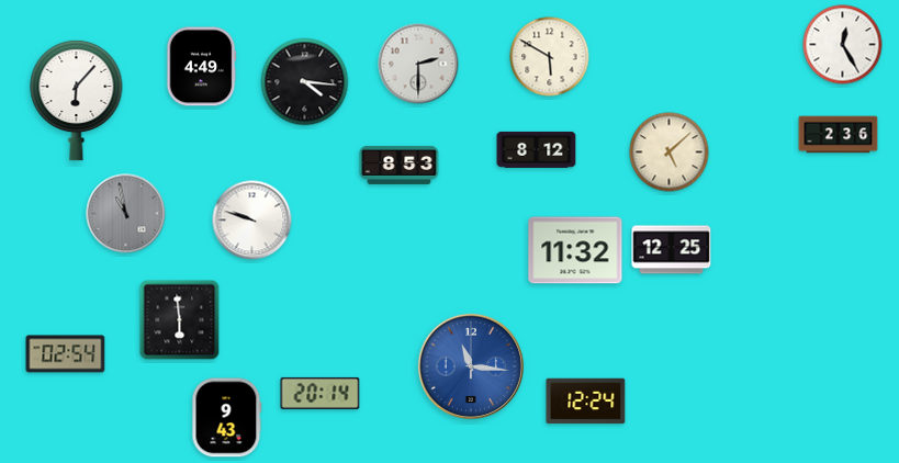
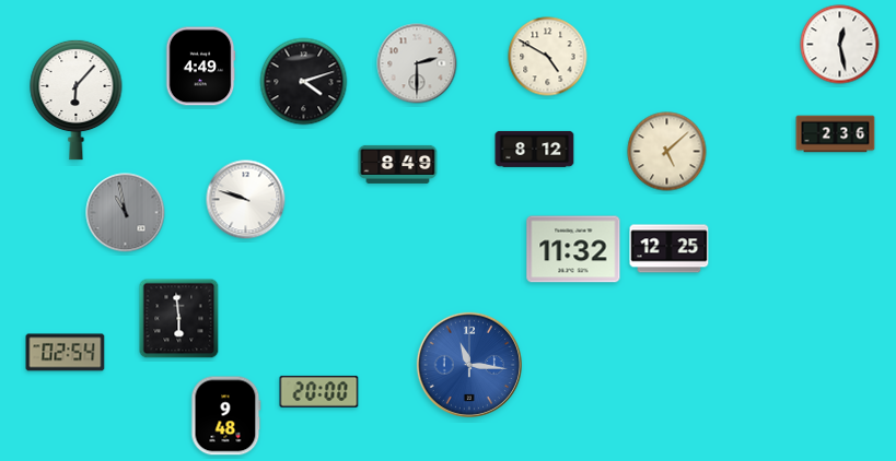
clock at (843, 45): 12:25 -> 12:28
clock at (550, 57): 5:50 -> 4:50
clock at (305, 82): 4:16 -> 4:12
clock at (400, 165): 8:53 -> 8:49
clock at (252, 221) position: (252, 221) -> (246, 200)
clock at (321, 393): 20:14 -> 20:00
clock at (586, 402): 12:24 -> none
clock at (227, 418): 9:43 -> 9:48
